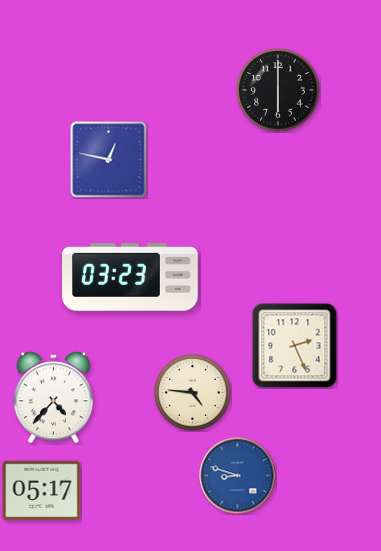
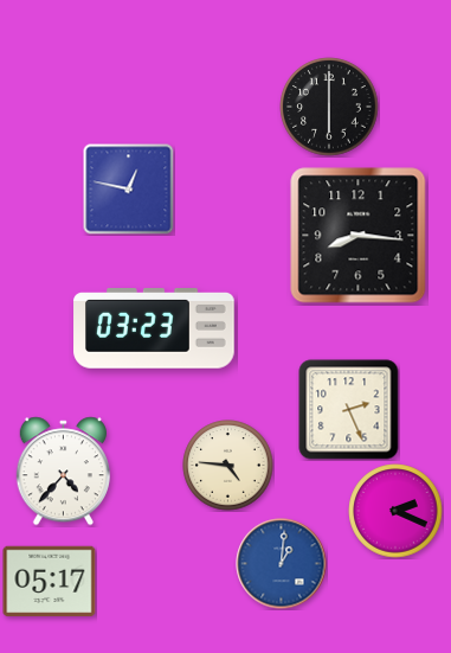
clock at (359, 236): none -> 8:16
clock at (395, 511): none -> 2:19
clock at (238, 476): 8:48 -> 1:01
